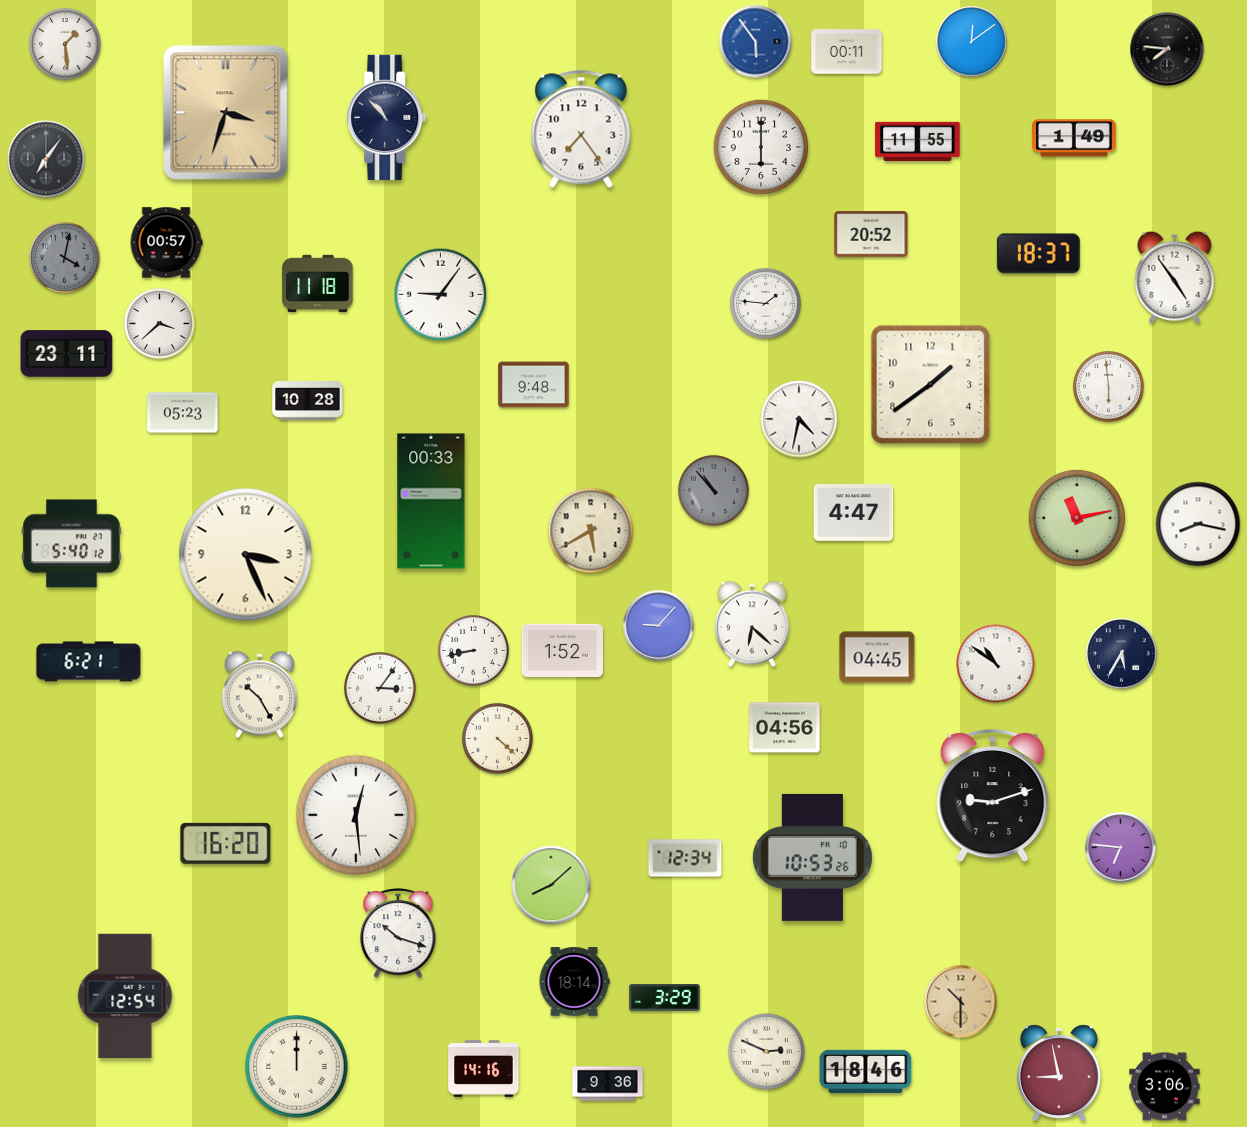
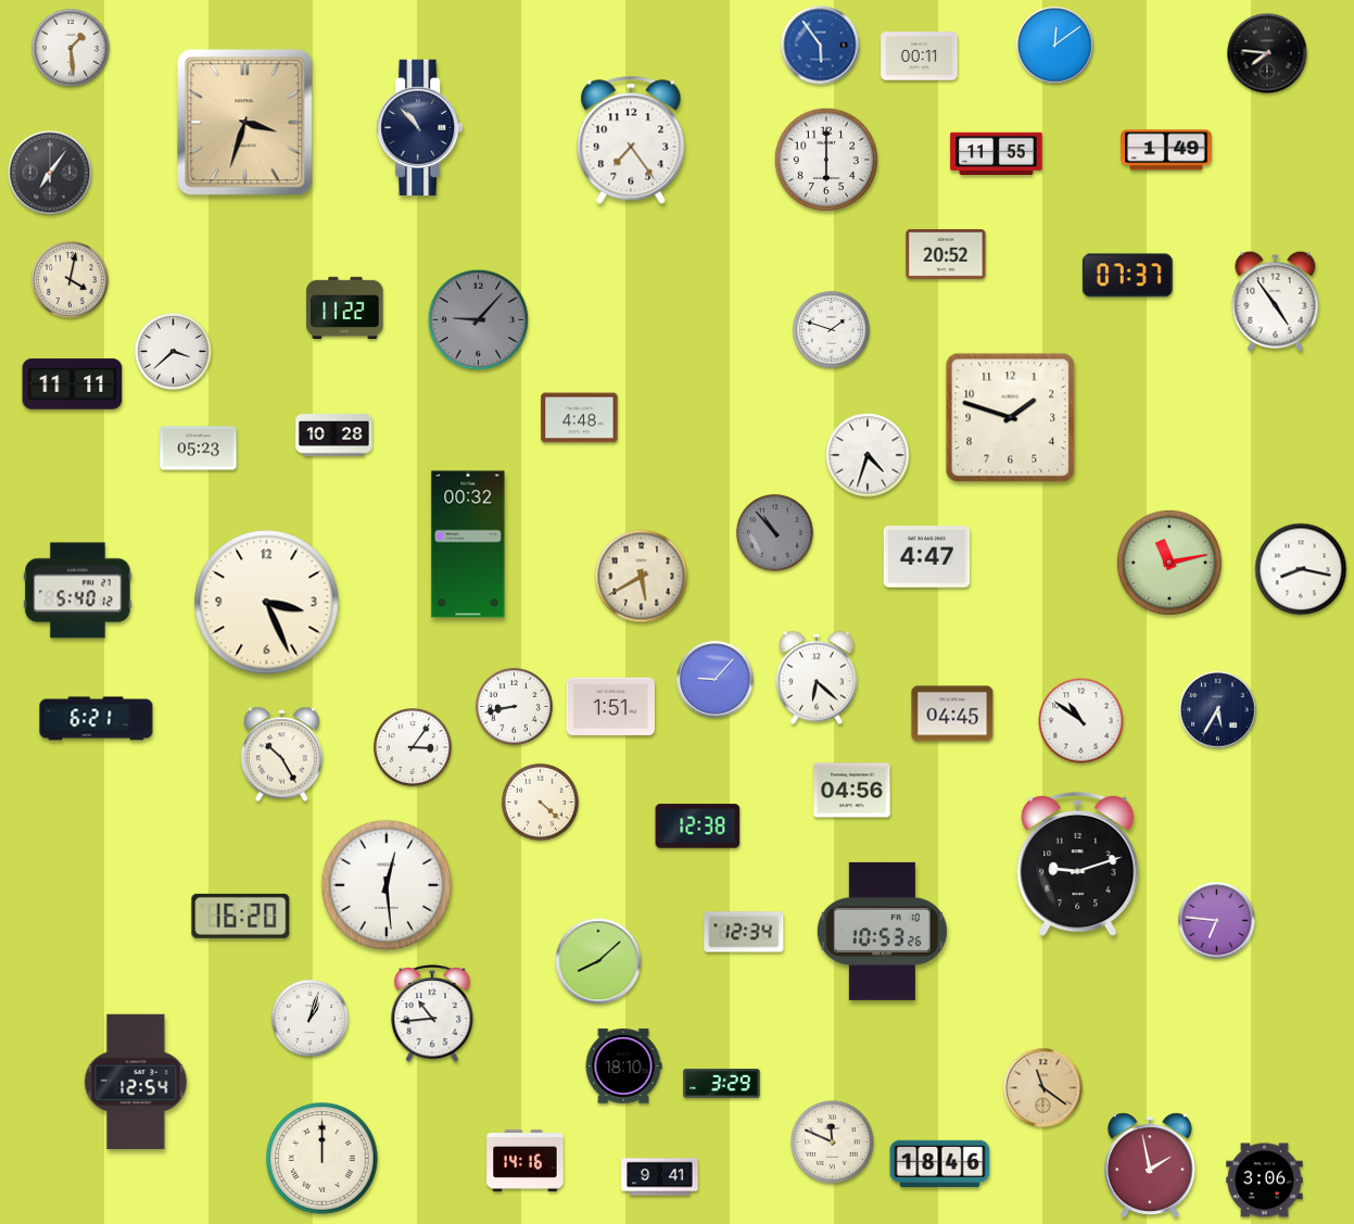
clock at (166, 243): 00:57 -> none
clock at (1038, 254): 18:37 -> 07:37
clock at (64, 257) dial: grey -> cream
clock at (318, 283): 11:18 -> 11:22
clock at (441, 295): 9:06 -> 9:07
clock at (441, 295) dial: white -> grey
clock at (765, 303): 1:46 -> 1:48
clock at (67, 354): 23:11 -> 11:11
clock at (534, 385): 9:48 -> 4:48
clock at (931, 385): 1:39 -> 1:48
clock at (1108, 386): 5:59 -> none
clock at (799, 419): 4:32 -> 4:33
clock at (431, 501): 00:33 -> 00:32
clock at (562, 650): 1:52 -> 1:51
clock at (698, 826): none -> 12:38
clock at (226, 843) position: (226, 843) -> (241, 916)
clock at (398, 934): 10:18 -> 10:44
clock at (309, 1018): none -> 1:03
clock at (574, 982): 18:14 -> 18:10
clock at (961, 1002): 10:30 -> 11:21
clock at (767, 1052): 2:49 -> 11:49
clock at (1059, 1072): 8:58 -> 1:58
clock at (608, 1084): 9:36 -> 9:41
